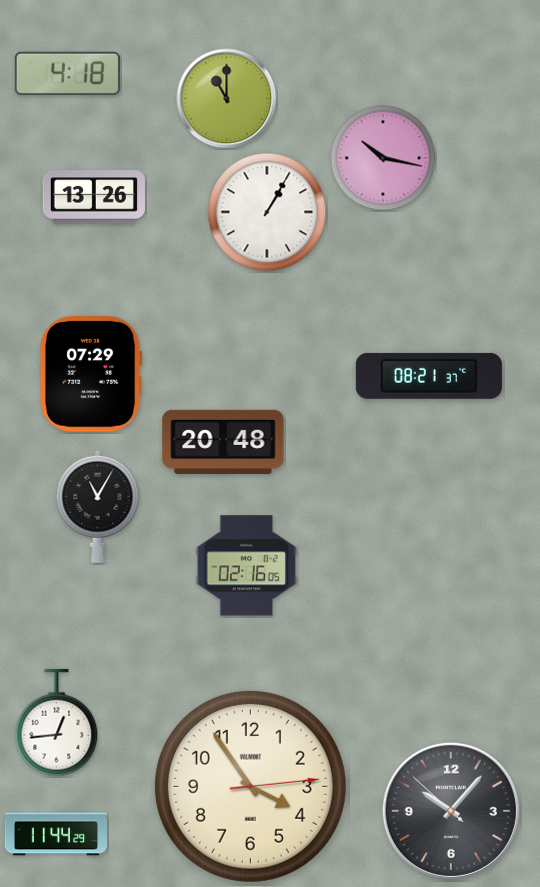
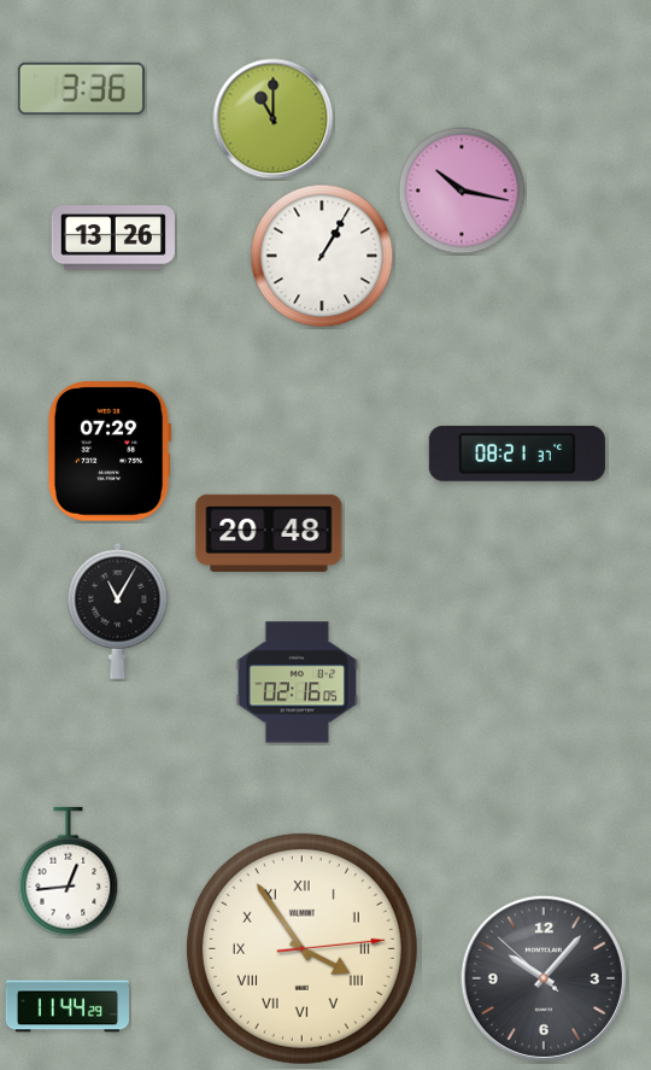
clock at (67, 73): 4:18 -> 3:36
clock at (250, 786) numerals: Arabic -> Roman
